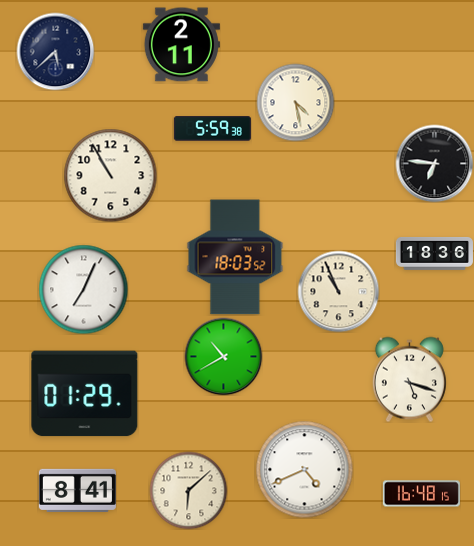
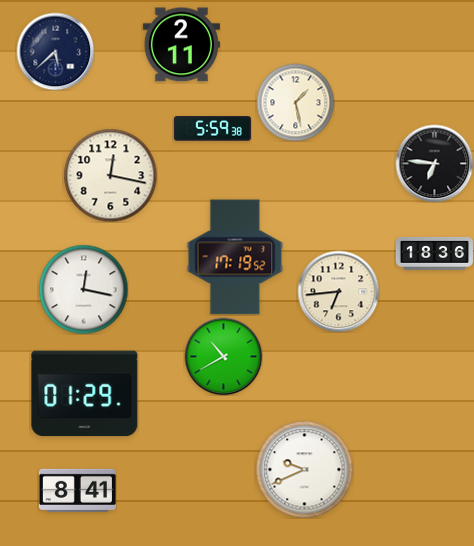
clock at (295, 102): 4:28 -> 1:28
clock at (110, 175): 10:55 -> 12:17
clock at (235, 257): 18:03 -> 17:19
clock at (83, 289): 7:04 -> 12:17
clock at (338, 291): 10:56 -> 6:44
clock at (409, 379): 5:18 -> none
clock at (304, 469): 4:41 -> 9:41
clock at (188, 490): 6:08 -> none
clock at (421, 494): 16:48 -> none
